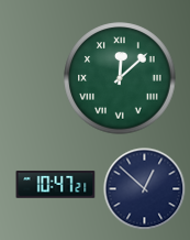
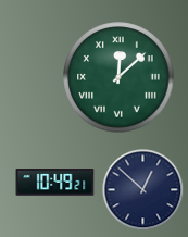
clock at (56, 185): 10:47 -> 10:49
clock at (145, 189) position: (145, 189) -> (143, 190)
